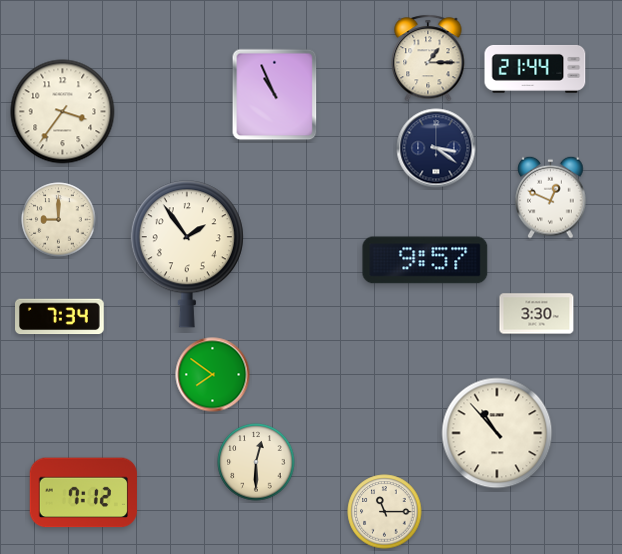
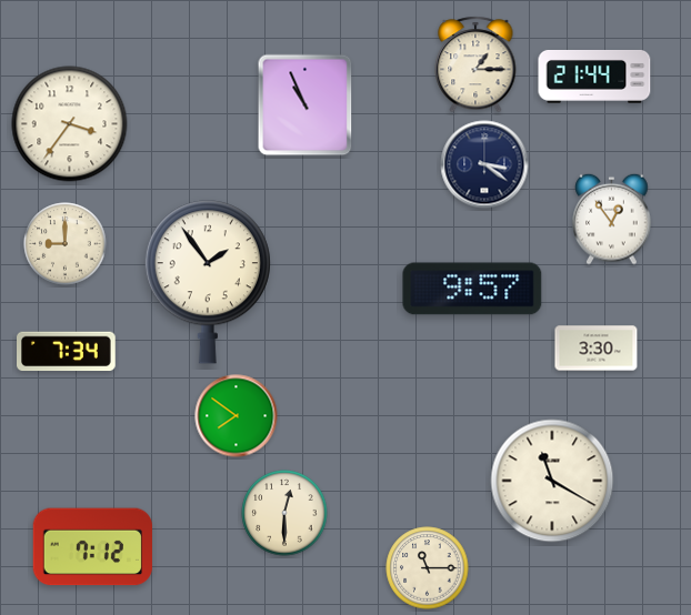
clock at (551, 197): 12:49 -> 12:54
clock at (497, 433): 10:53 -> 11:20
